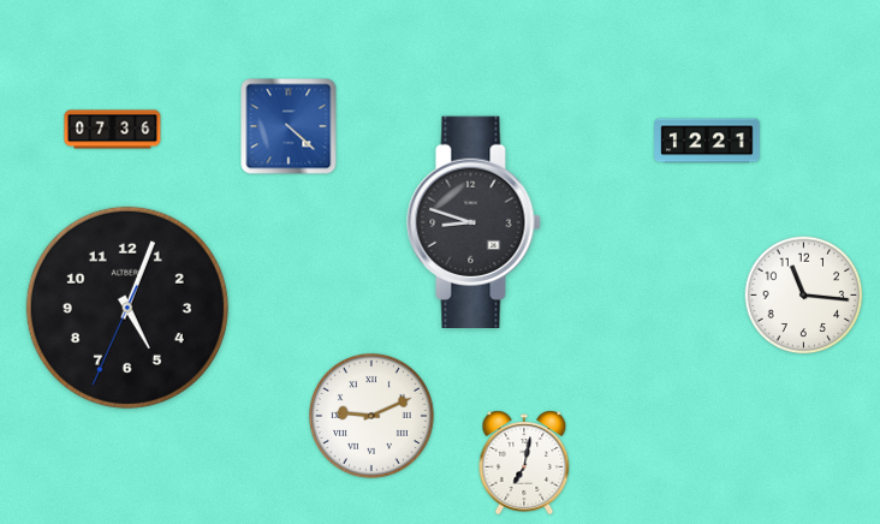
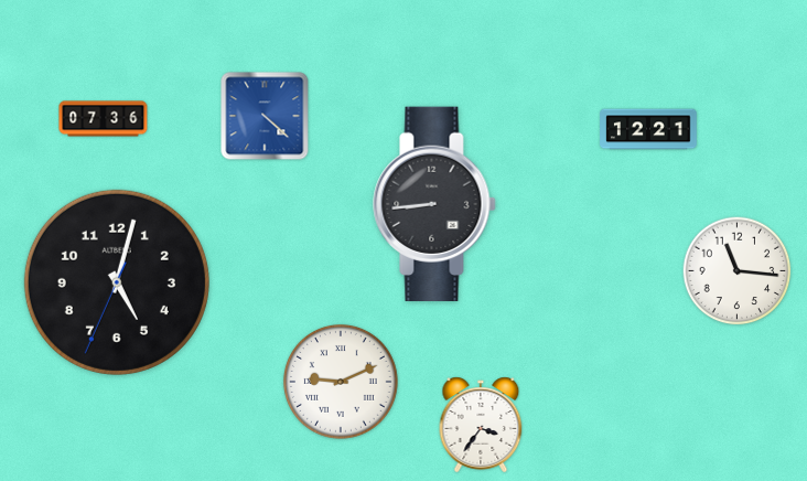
clock at (474, 221): 8:48 -> 8:44
clock at (127, 308): 5:03 -> 5:02
clock at (524, 463): 7:02 -> 3:36
